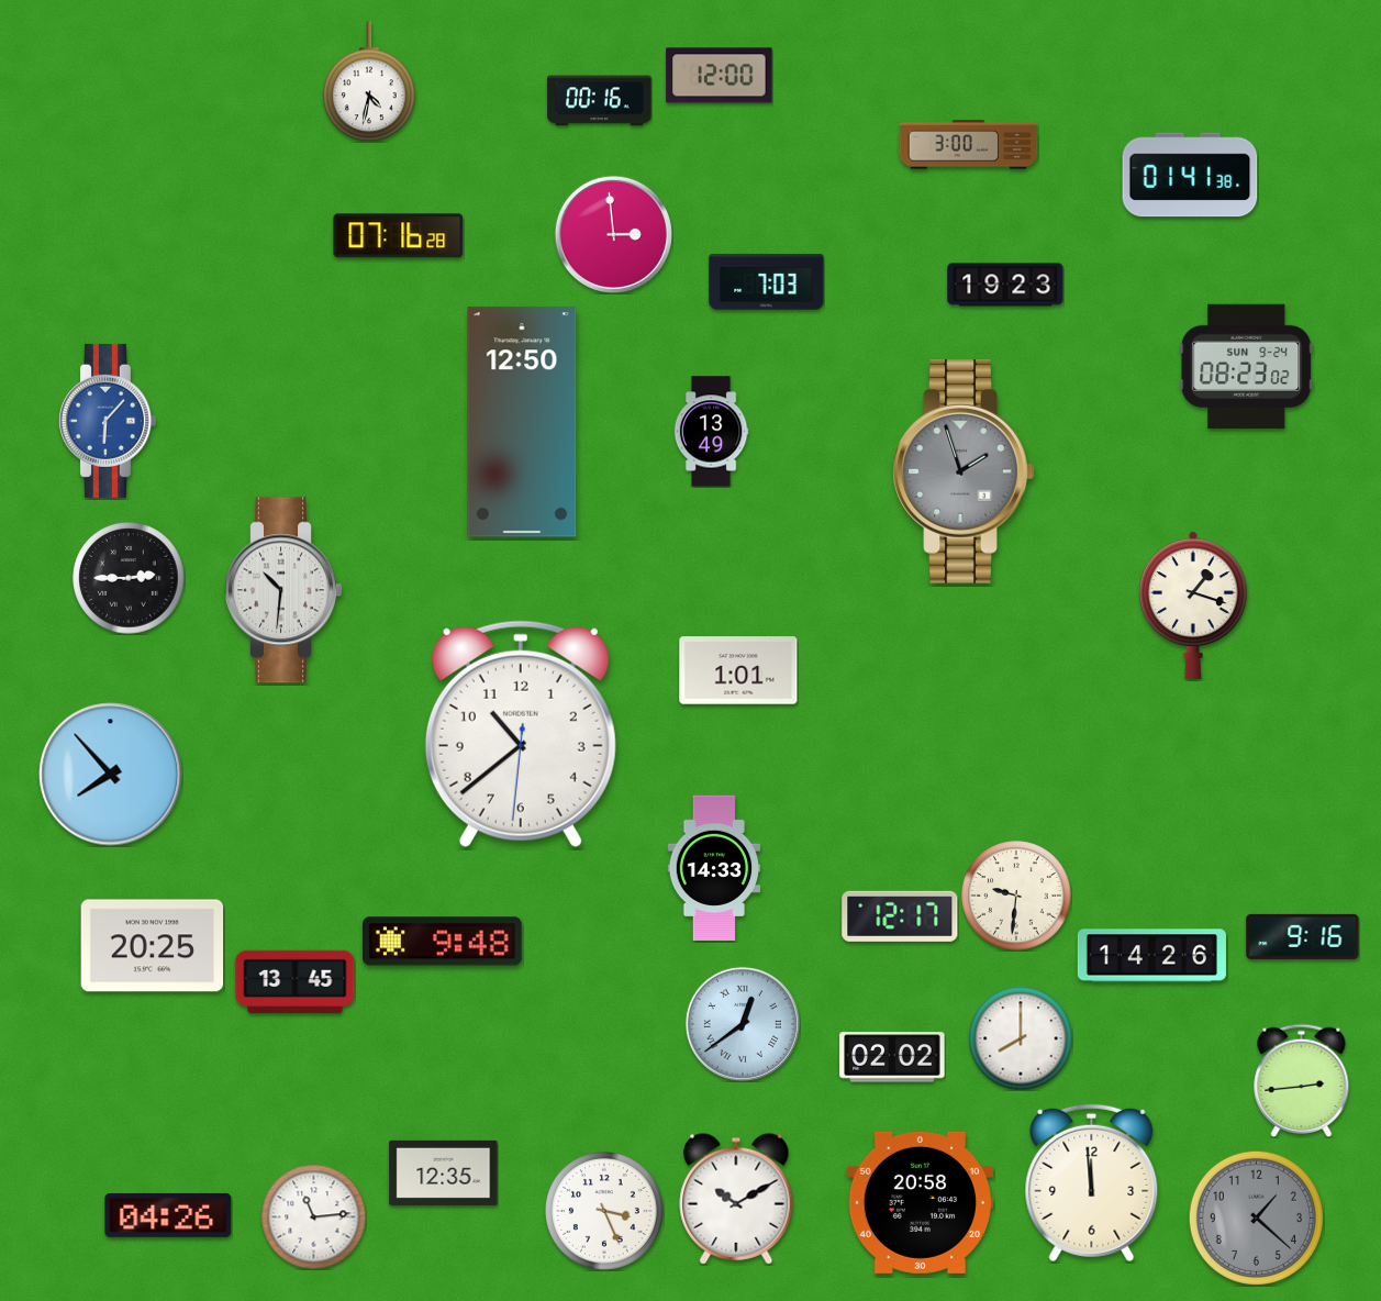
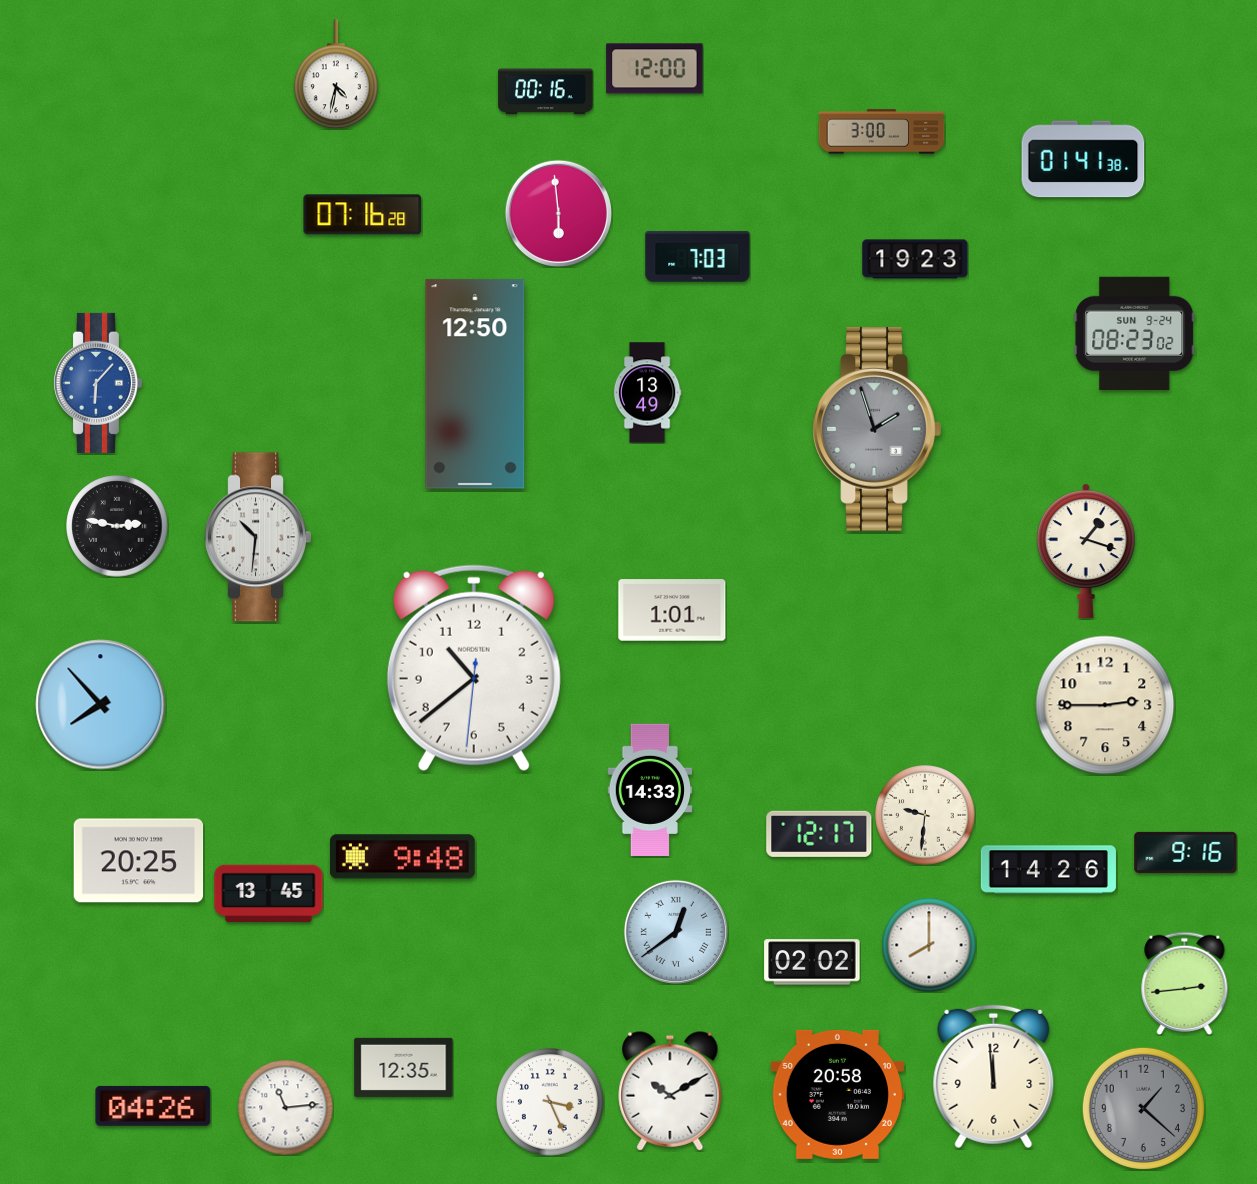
clock at (613, 234): 2:59 -> 5:59
clock at (129, 578): 2:45 -> 2:47
clock at (1105, 705): none -> 2:45
